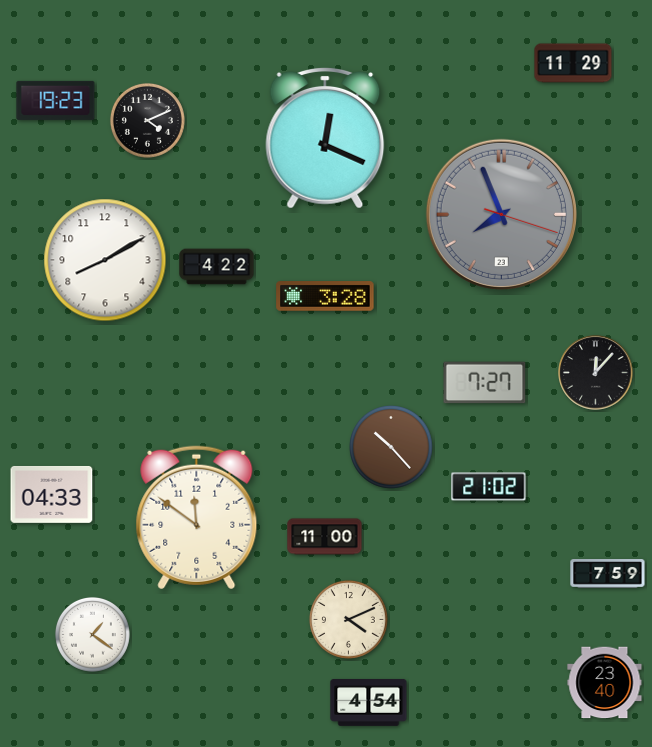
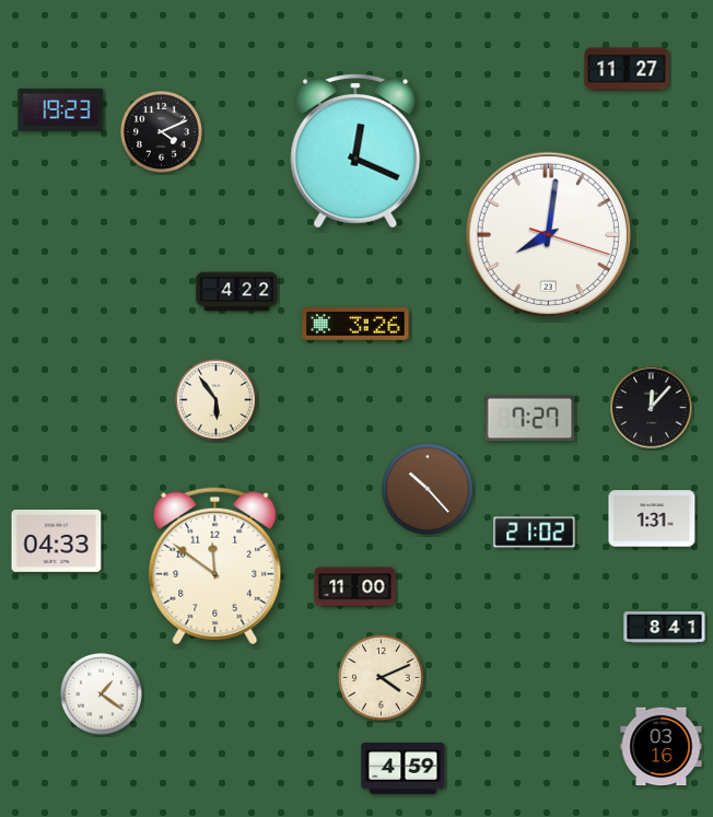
clock at (573, 63): 11:29 -> 11:27
clock at (501, 214): 7:56 -> 8:01
clock at (501, 214) dial: grey -> white
clock at (105, 260): 8:10 -> none
clock at (325, 296): 3:28 -> 3:26
clock at (215, 399): none -> 5:54
clock at (652, 518): none -> 1:31
clock at (608, 574): 7:59 -> 8:41
clock at (605, 683): 23:40 -> 03:16
clock at (369, 702): 4:54 -> 4:59
